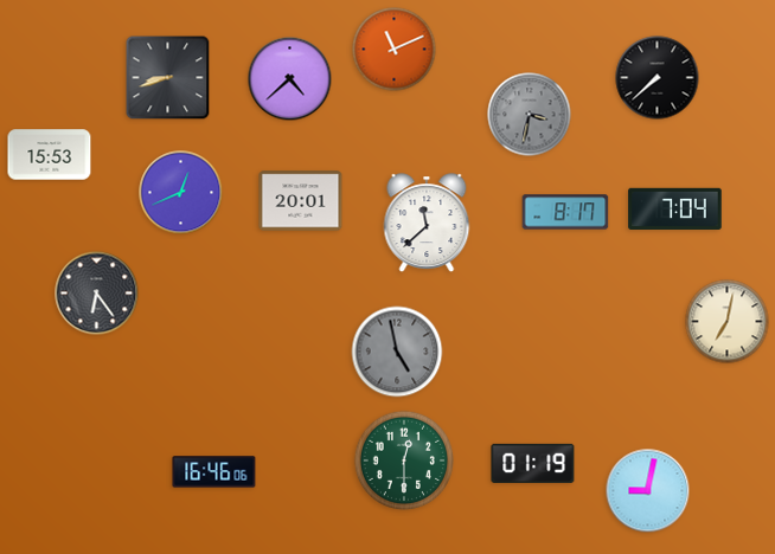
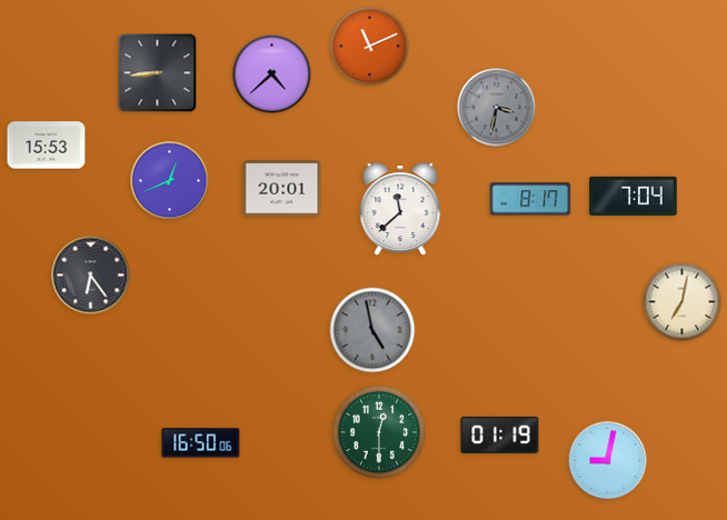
clock at (168, 78): 8:42 -> 8:44
clock at (658, 78): 7:38 -> none
clock at (214, 472): 16:46 -> 16:50
